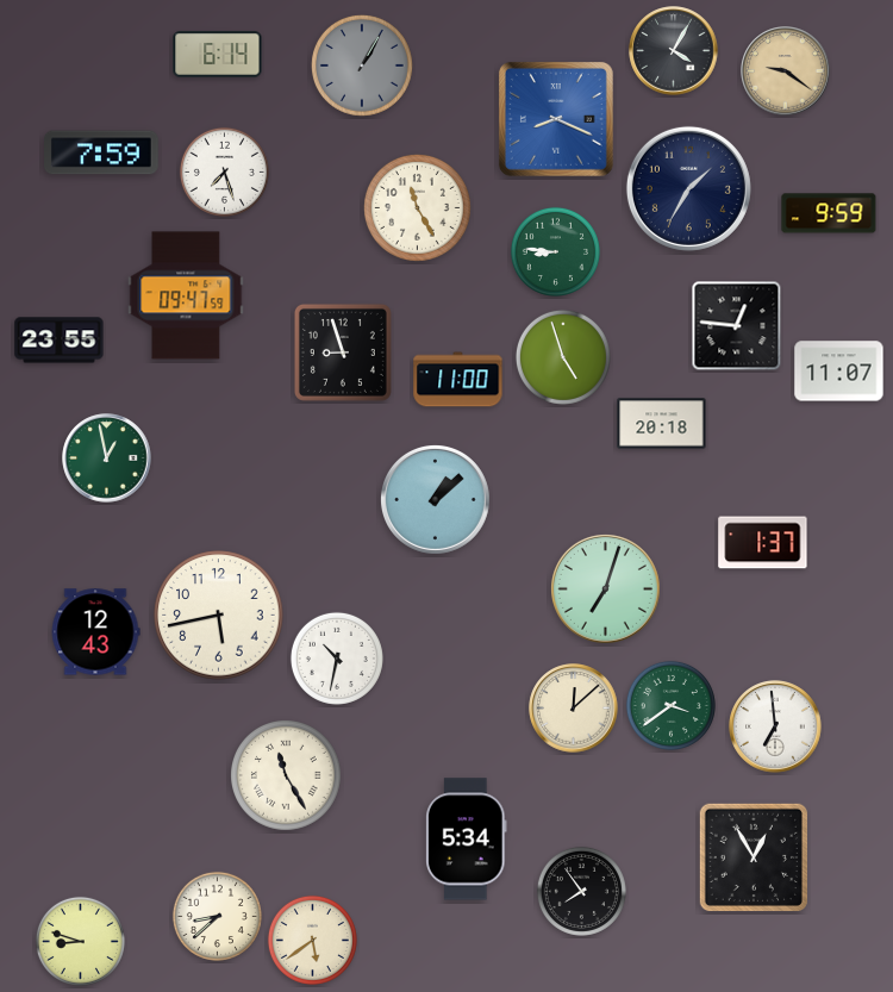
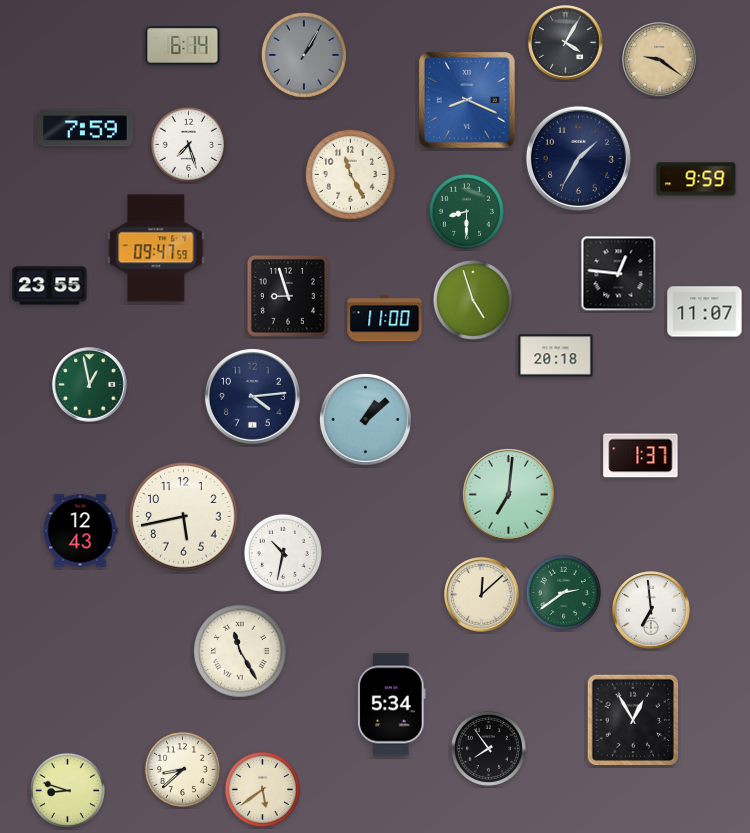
clock at (555, 251): 8:46 -> 8:30
clock at (252, 396): none -> 4:14
clock at (605, 588): 7:03 -> 7:01
clock at (670, 705): 3:39 -> 2:39
